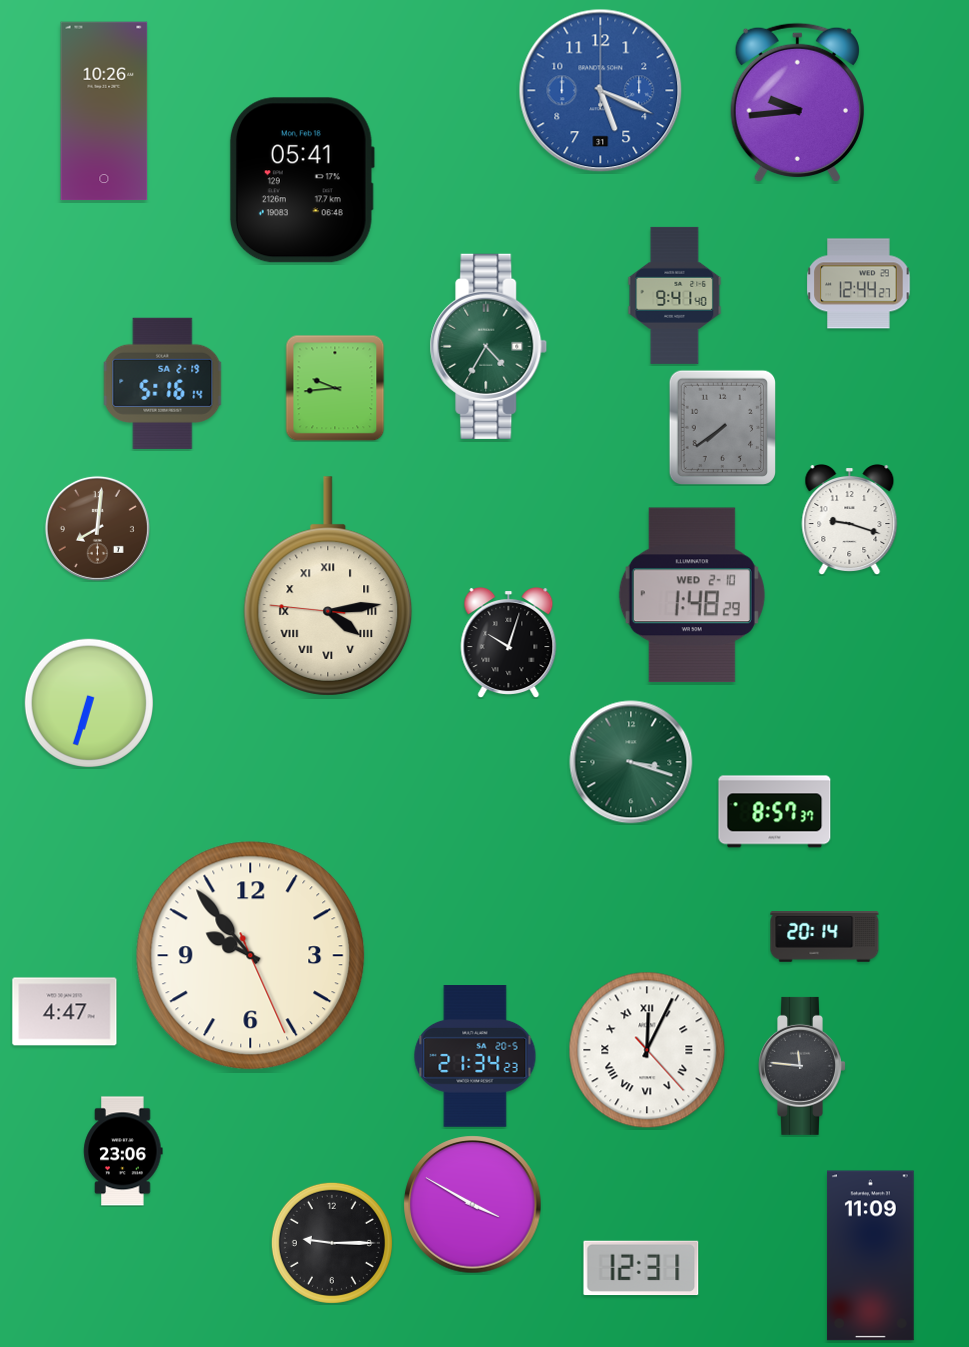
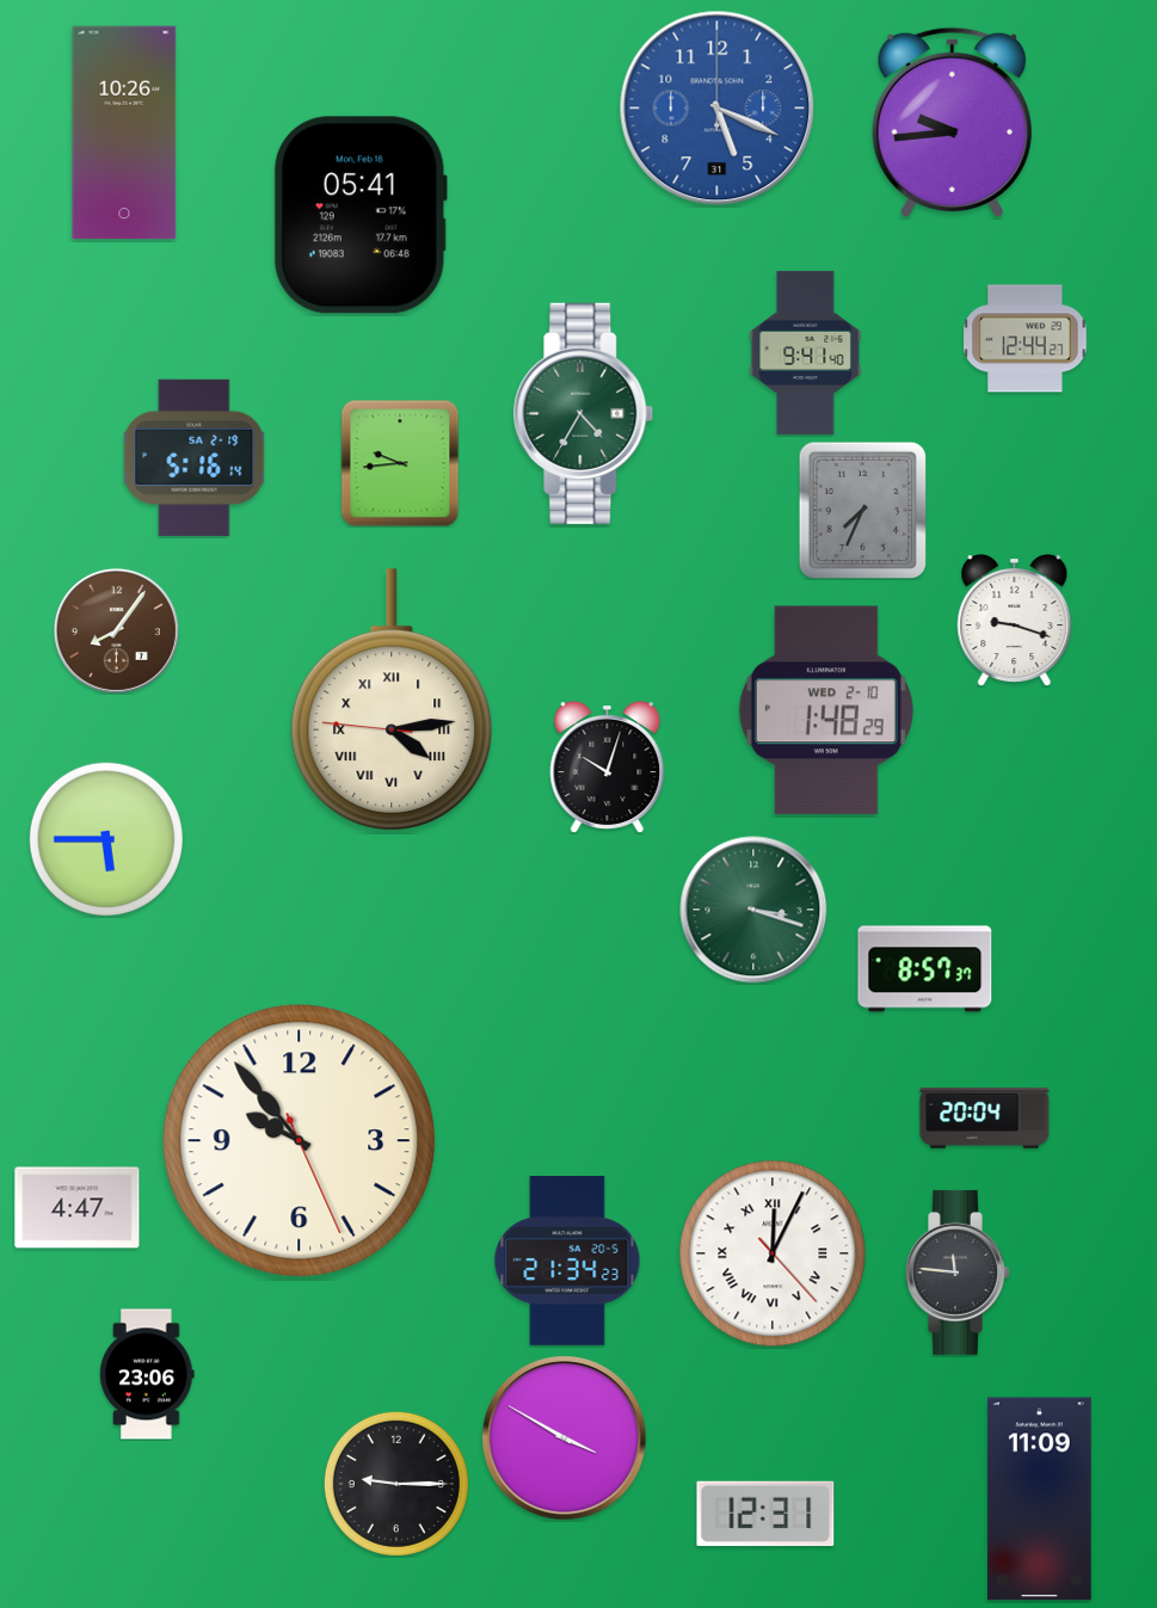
clock at (723, 427): 7:39 -> 7:34
clock at (97, 528): 8:01 -> 8:06
clock at (88, 702): 6:33 -> 5:45
clock at (825, 937): 20:14 -> 20:04
